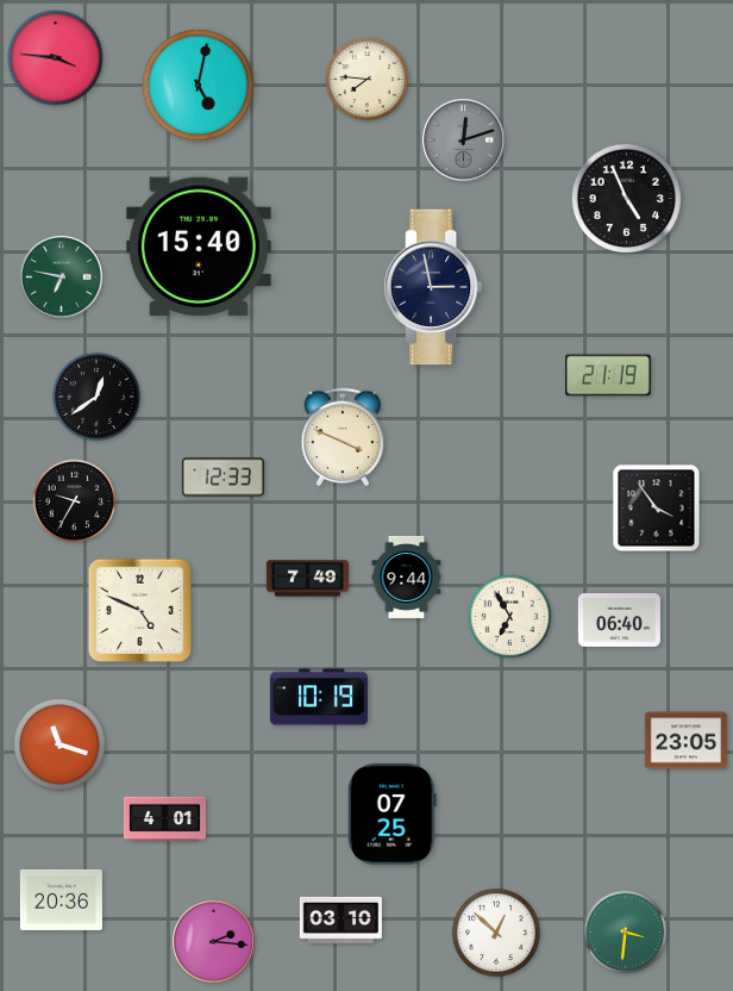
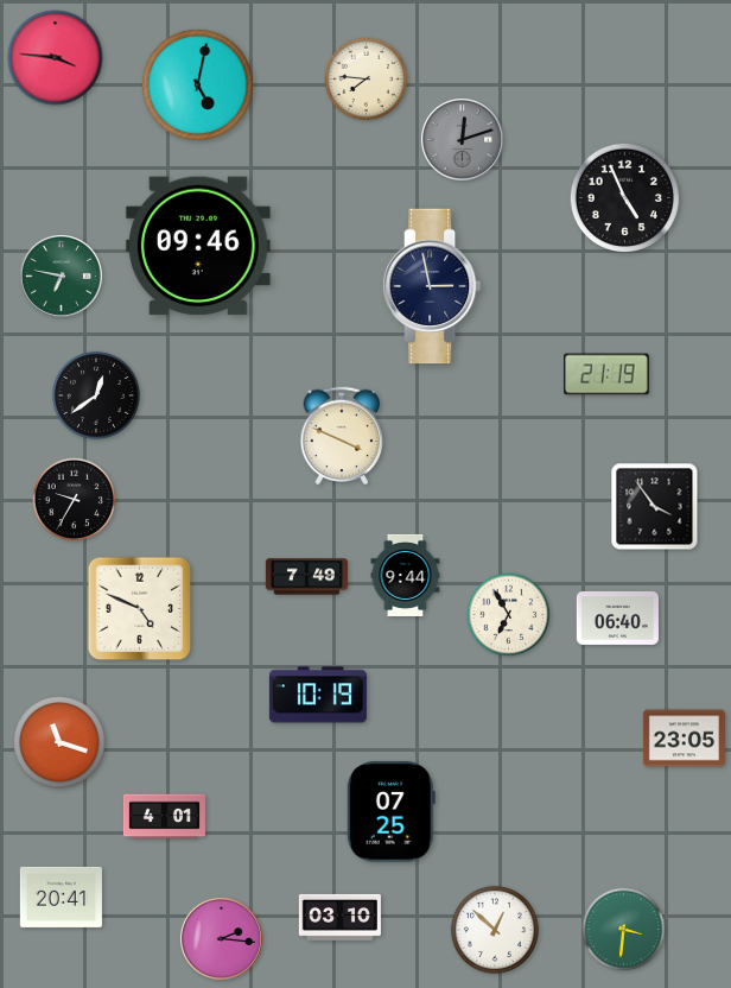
clock at (199, 247): 15:40 -> 09:46
clock at (223, 478): 12:33 -> none
clock at (61, 899): 20:36 -> 20:41
clock at (213, 941) position: (213, 941) -> (221, 938)
